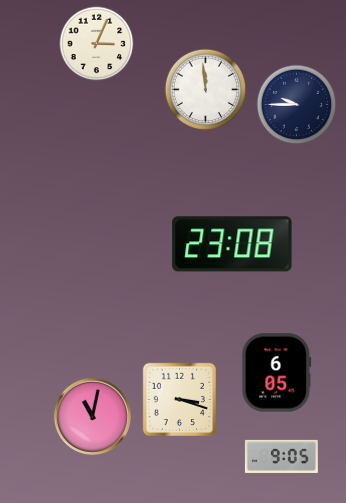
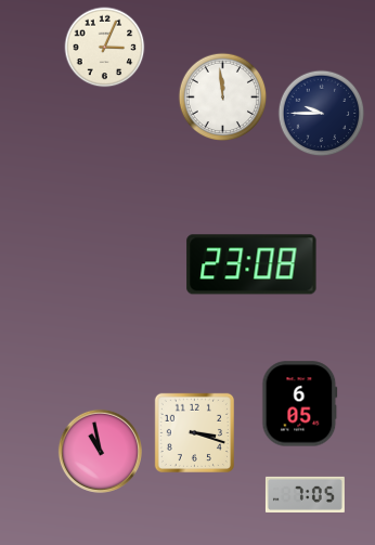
clock at (92, 416): 11:02 -> 10:58
clock at (281, 456): 9:05 -> 7:05
